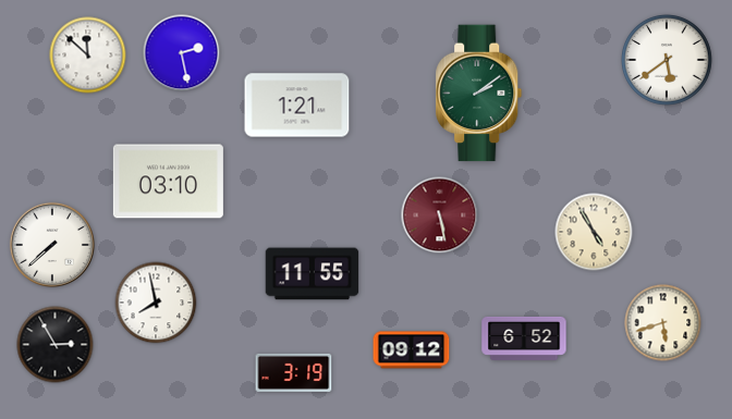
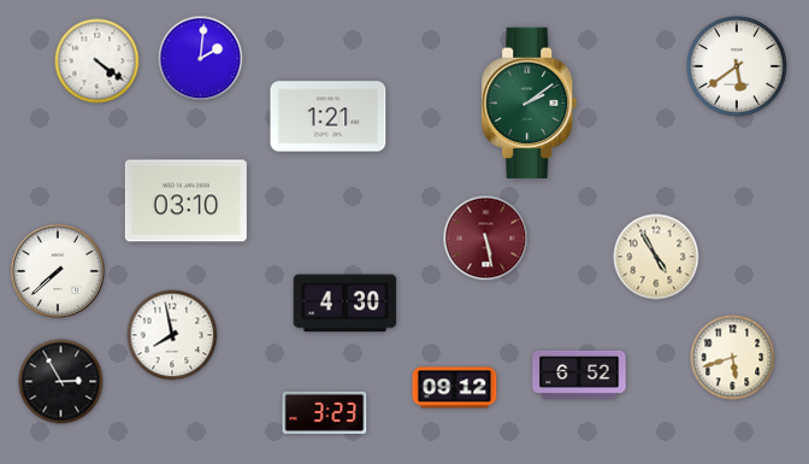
clock at (182, 53): 2:28 -> 2:01
clock at (88, 56): 11:52 -> 4:21
clock at (313, 274): 11:55 -> 4:30
clock at (294, 372): 3:19 -> 3:23
